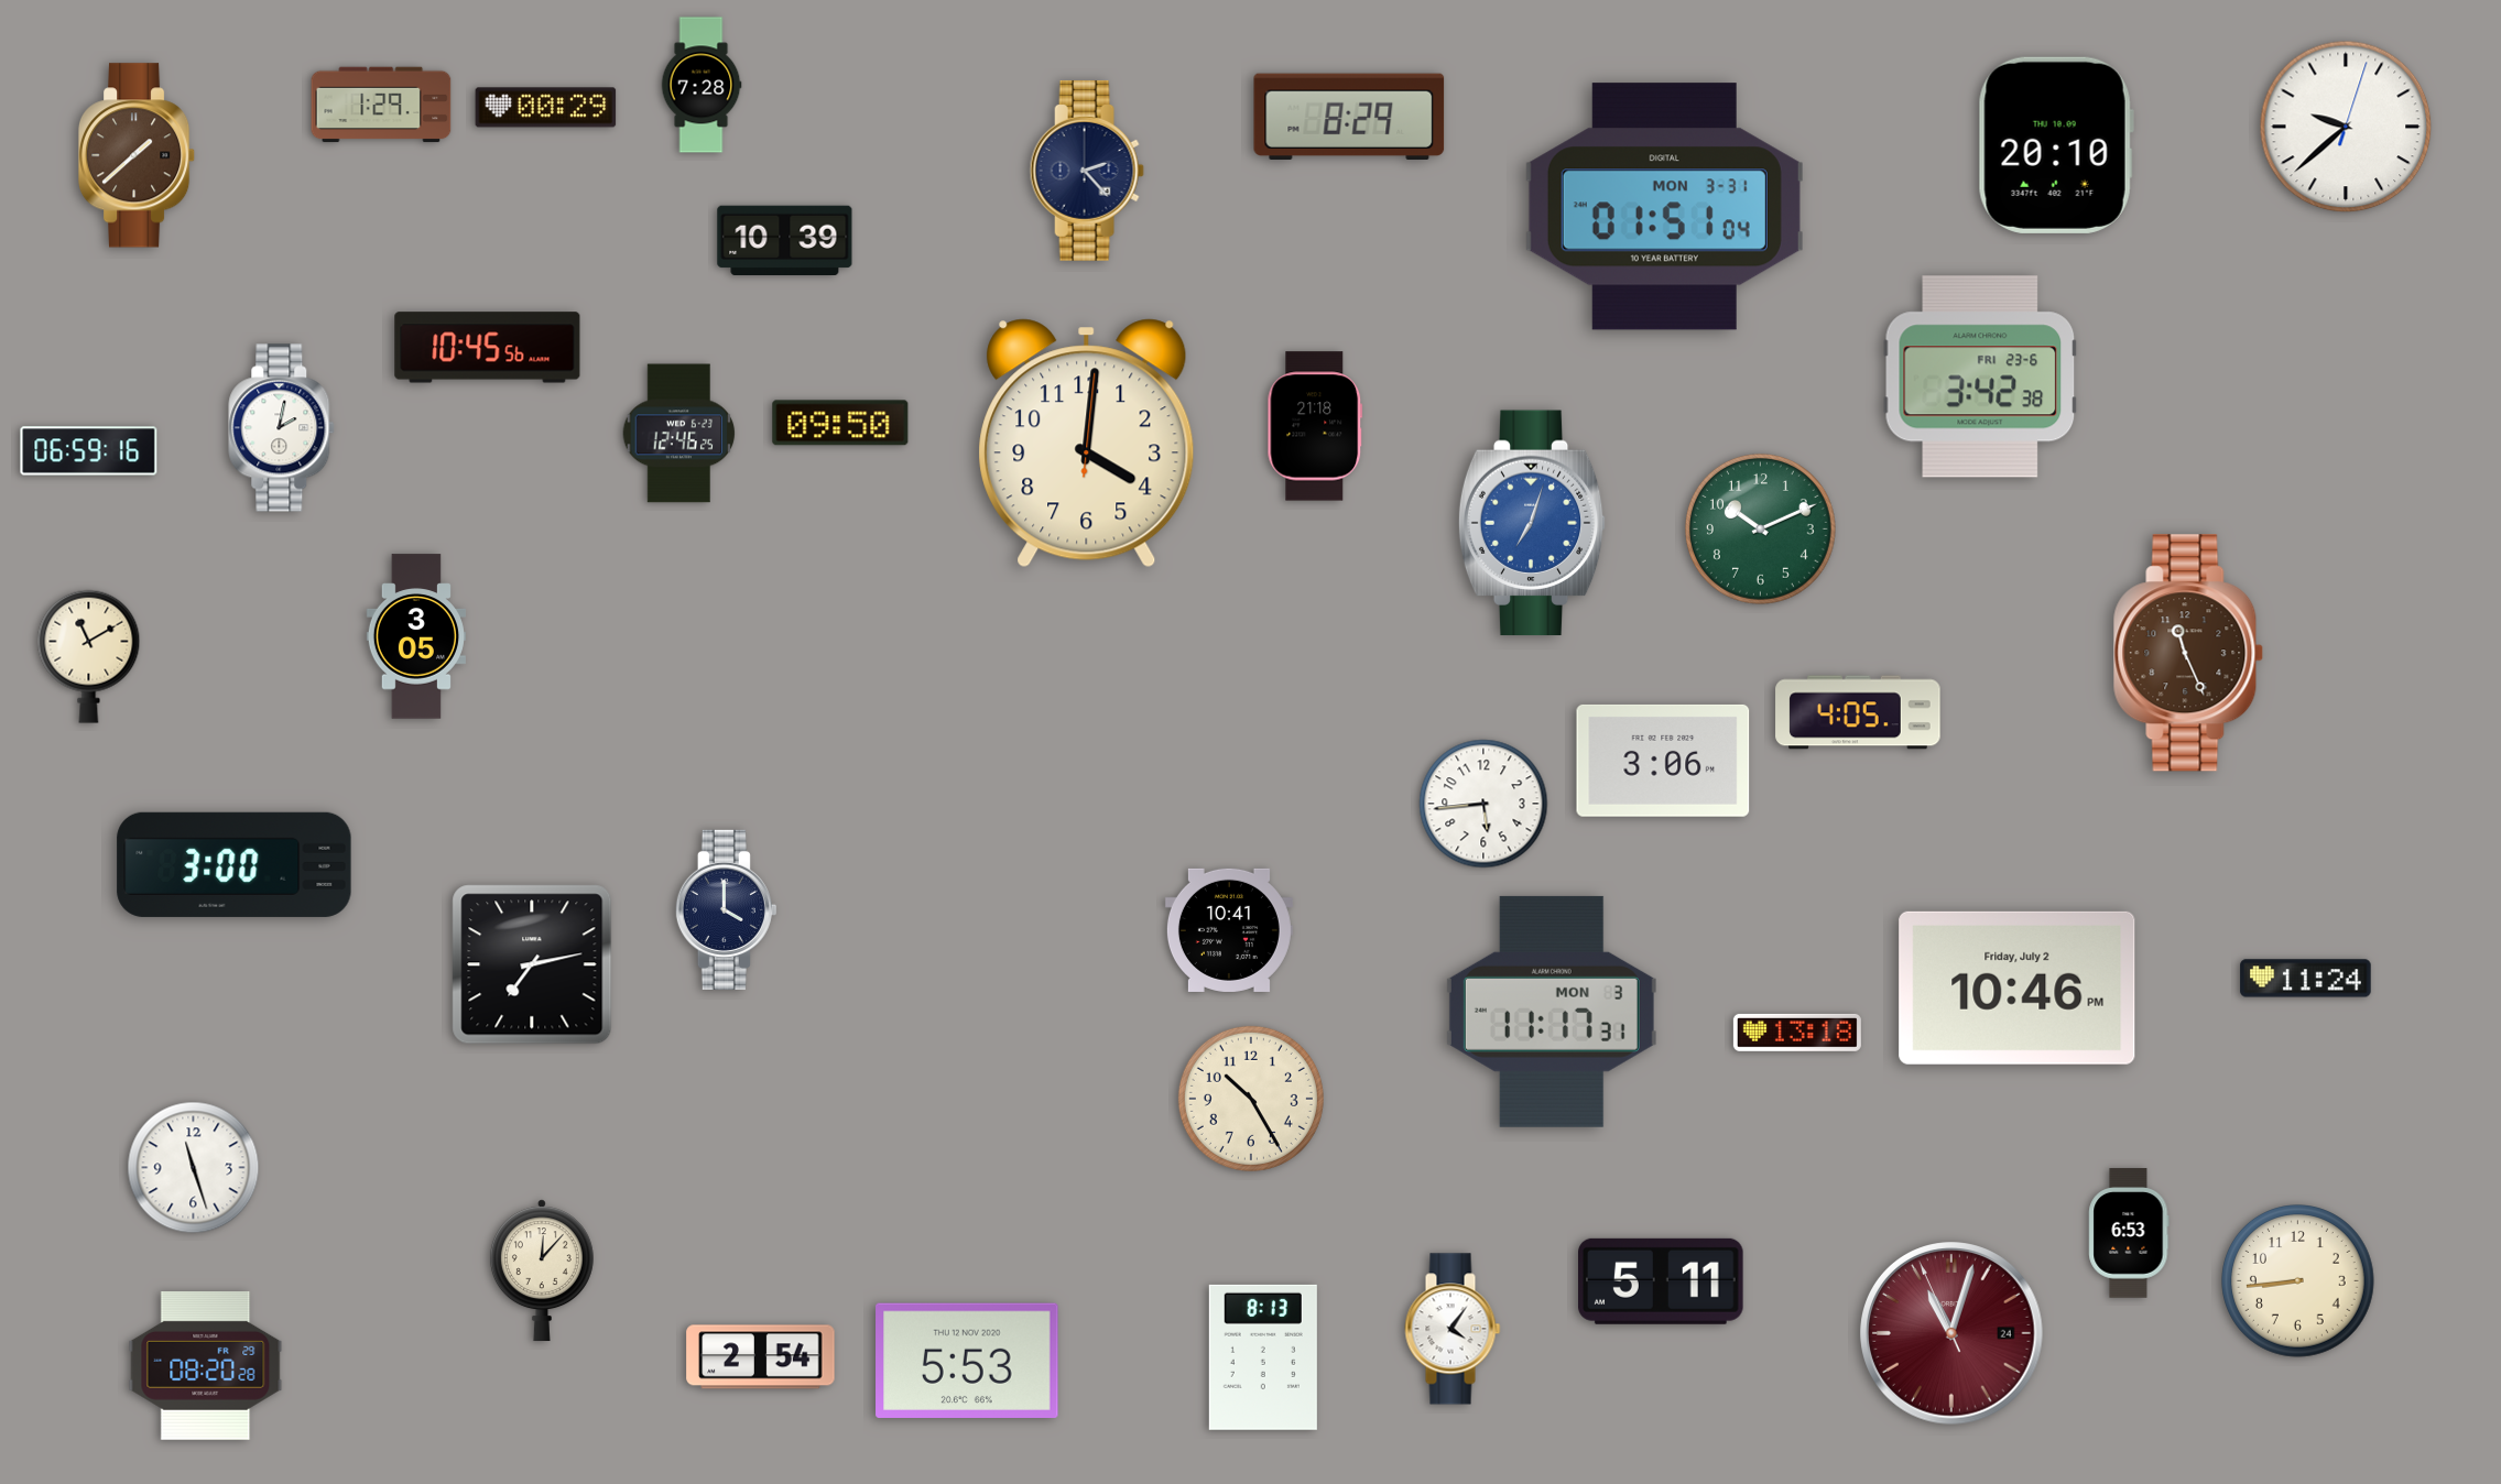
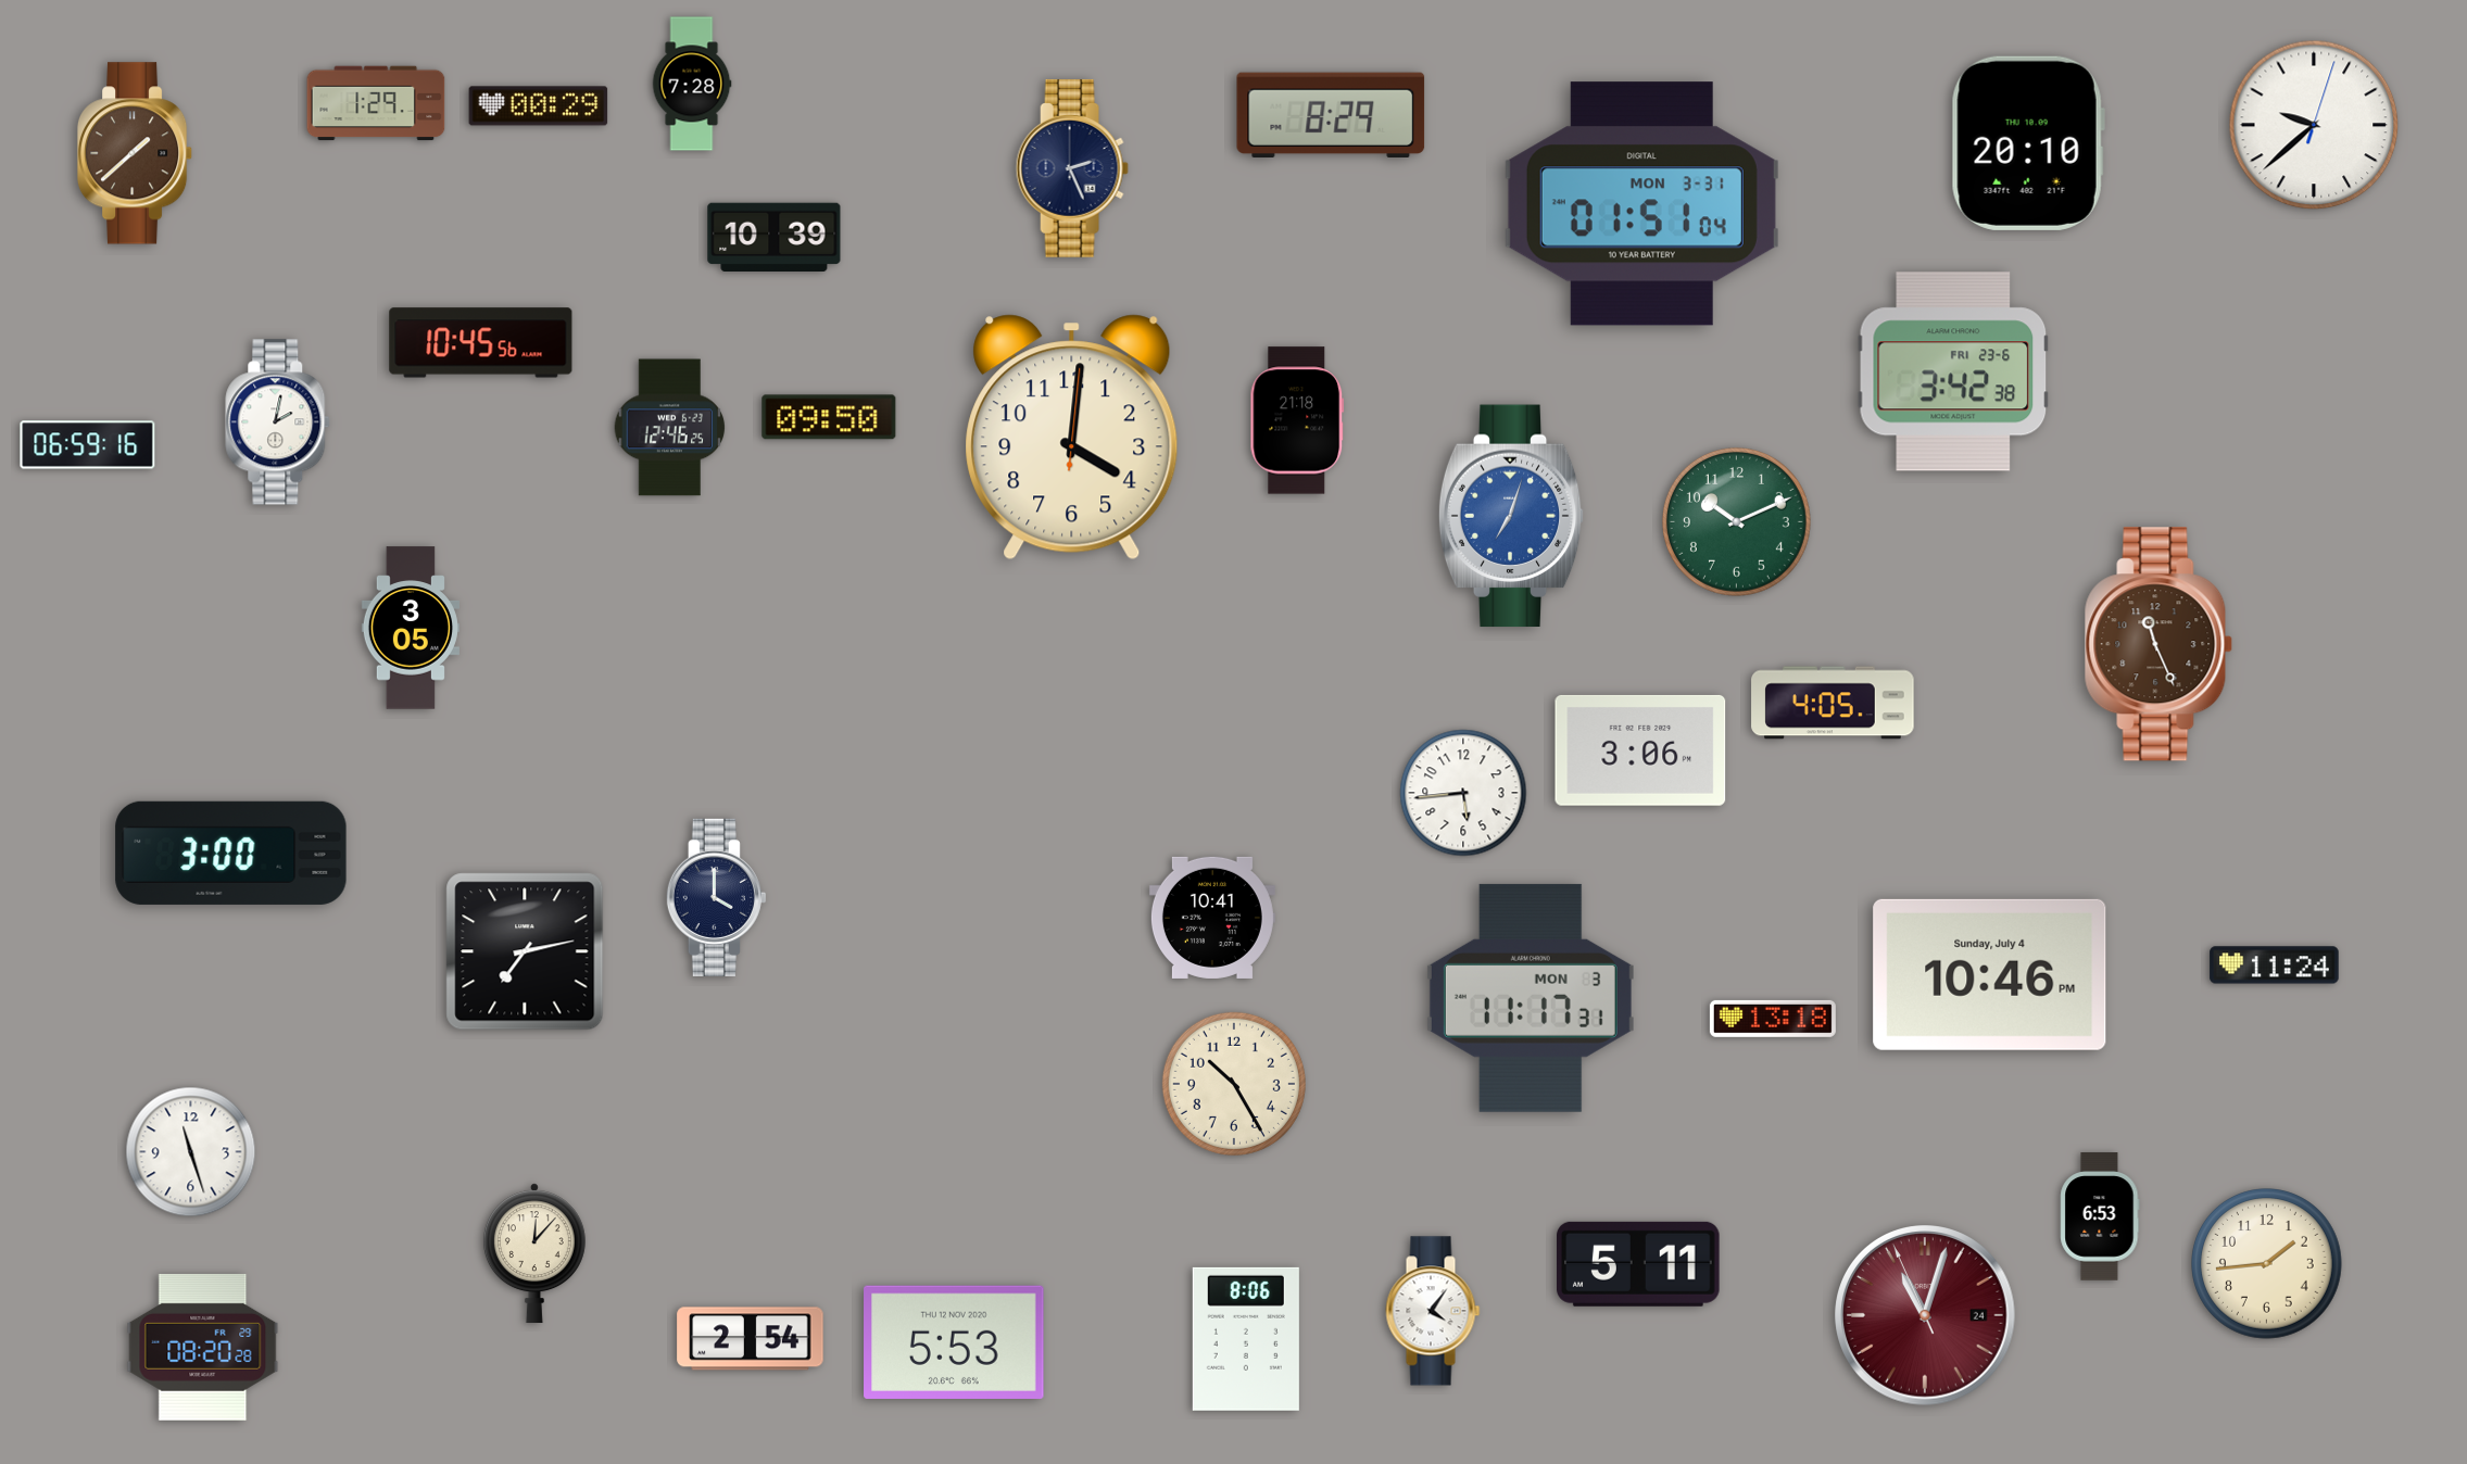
clock at (1087, 171): 2:23 -> 2:26
clock at (89, 656): 11:10 -> none
clock at (2018, 987) date: Friday, July 2 -> Sunday, July 4
clock at (2298, 1281): 8:44 -> 1:44
clock at (1263, 1357): 8:13 -> 8:06
